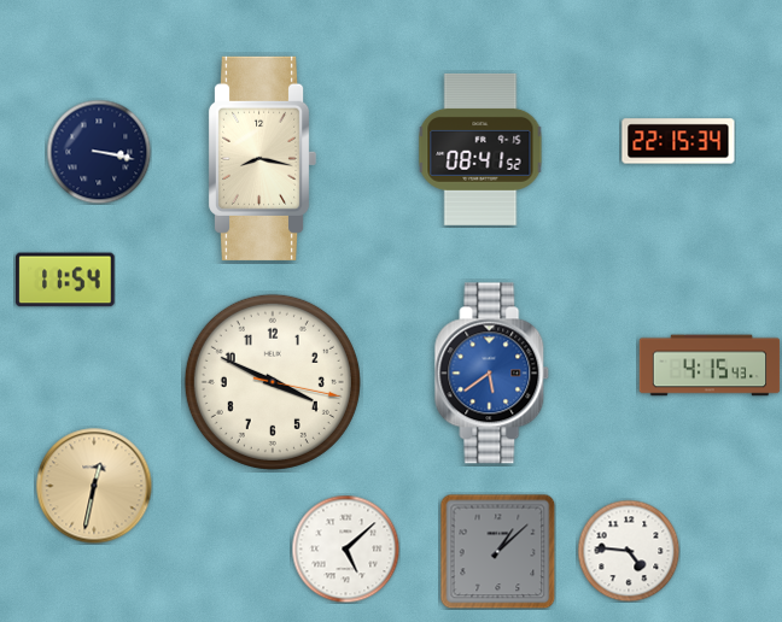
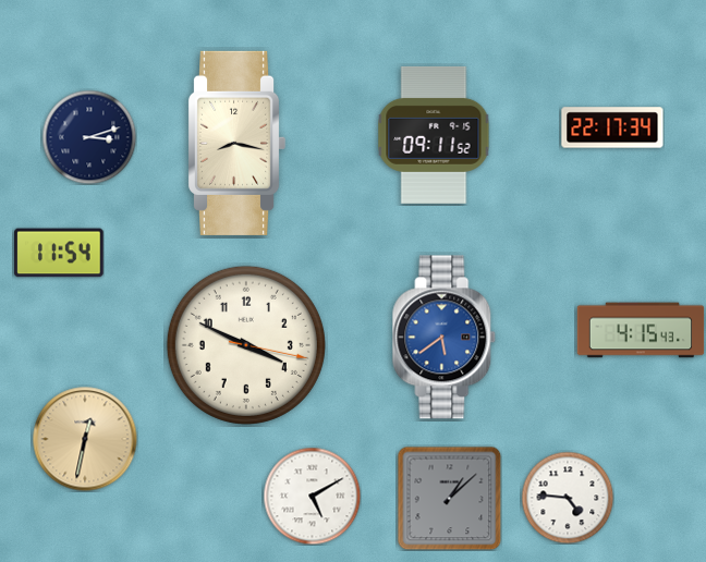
clock at (678, 141): 22:15 -> 22:17
clock at (480, 149): 08:41 -> 09:11
clock at (99, 152): 3:17 -> 3:12
clock at (345, 548): 5:08 -> 5:10
